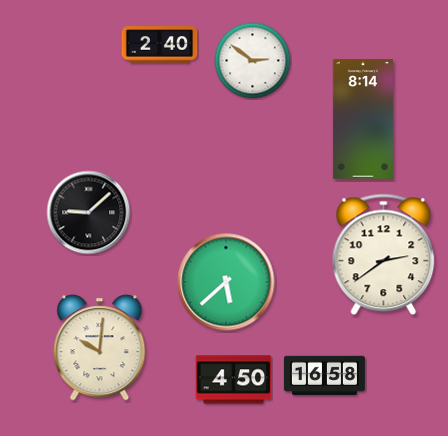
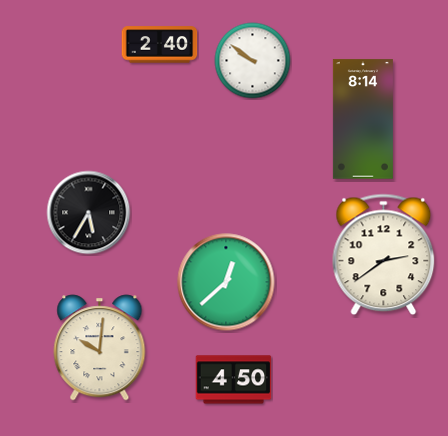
clock at (253, 61): 2:51 -> 9:51
clock at (89, 213): 9:08 -> 5:35
clock at (226, 282): 5:38 -> 12:38
clock at (324, 376): 16:58 -> none
